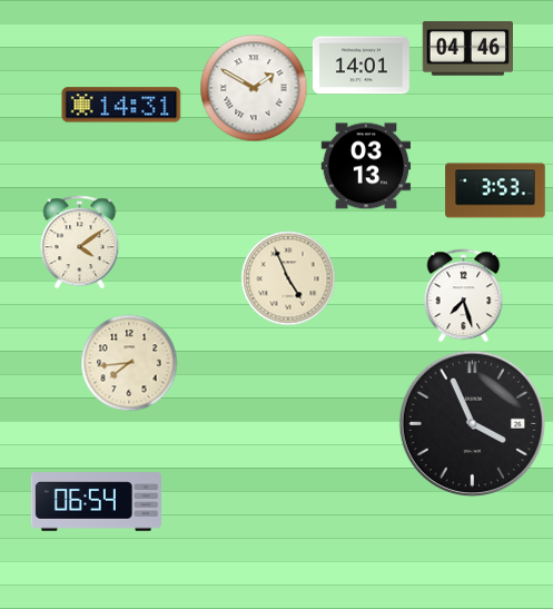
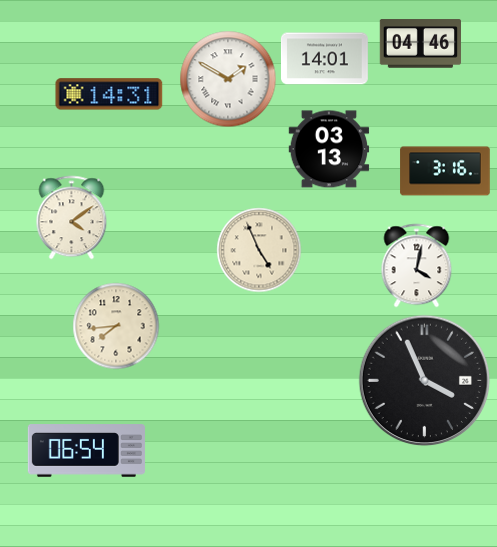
clock at (495, 190): 3:53 -> 3:16
clock at (464, 296): 7:27 -> 4:02
